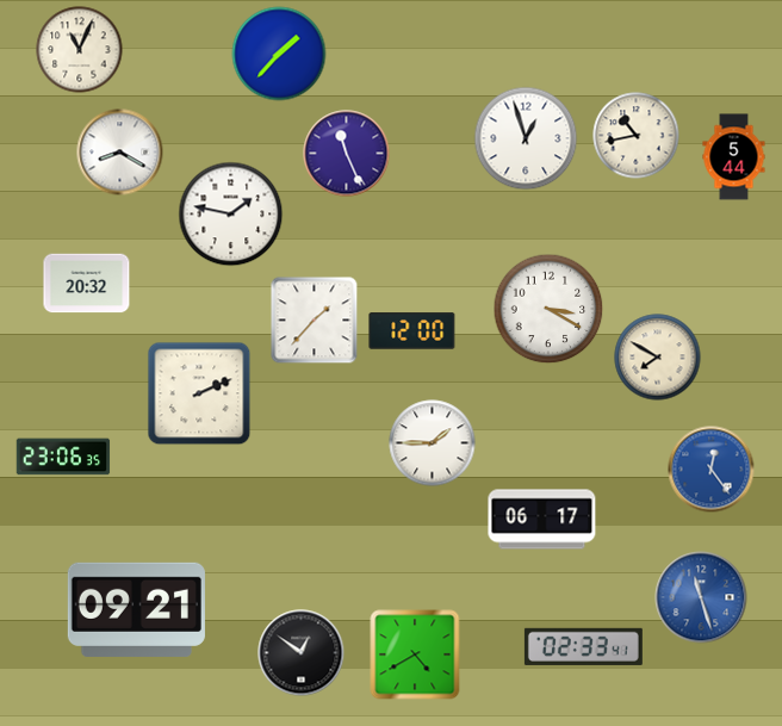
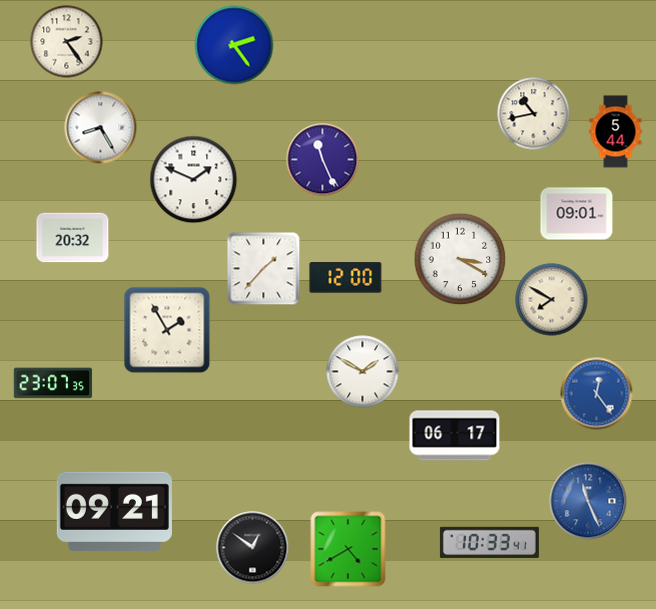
clock at (80, 50): 11:04 -> 2:24
clock at (279, 54): 1:37 -> 2:24
clock at (526, 138): 12:57 -> none
clock at (120, 153): 8:20 -> 8:25
clock at (347, 154) position: (347, 154) -> (323, 160)
clock at (231, 215): 1:47 -> 1:49
clock at (577, 214): none -> 09:01
clock at (199, 393): 2:11 -> 1:55
clock at (433, 443): 1:45 -> 1:50
clock at (63, 457): 23:06 -> 23:07
clock at (701, 597): 11:27 -> 11:26
clock at (583, 646): 02:33 -> 10:33
